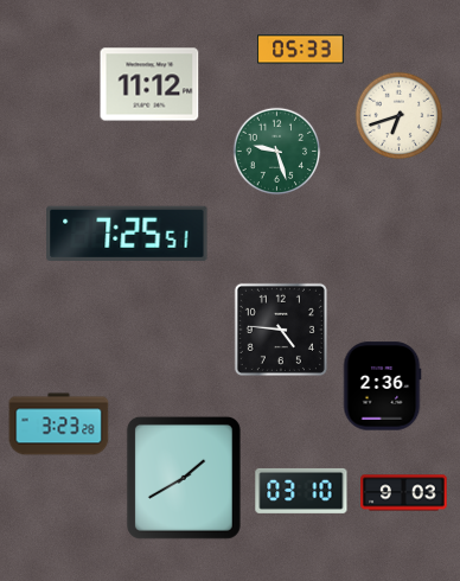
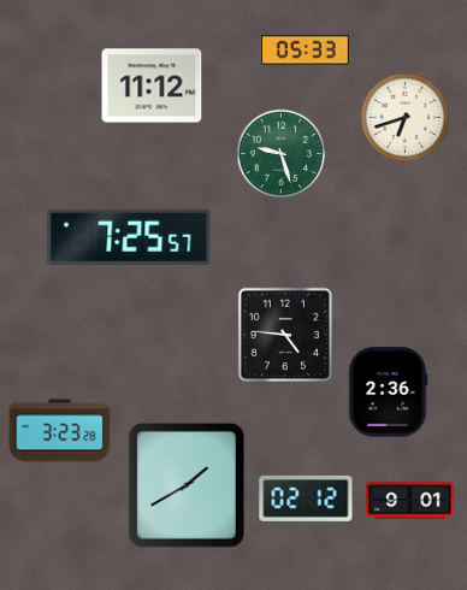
clock at (127, 234): 7:25:51 -> 7:25:57
clock at (301, 491): 03:10 -> 02:12
clock at (404, 493): 9:03 -> 9:01
